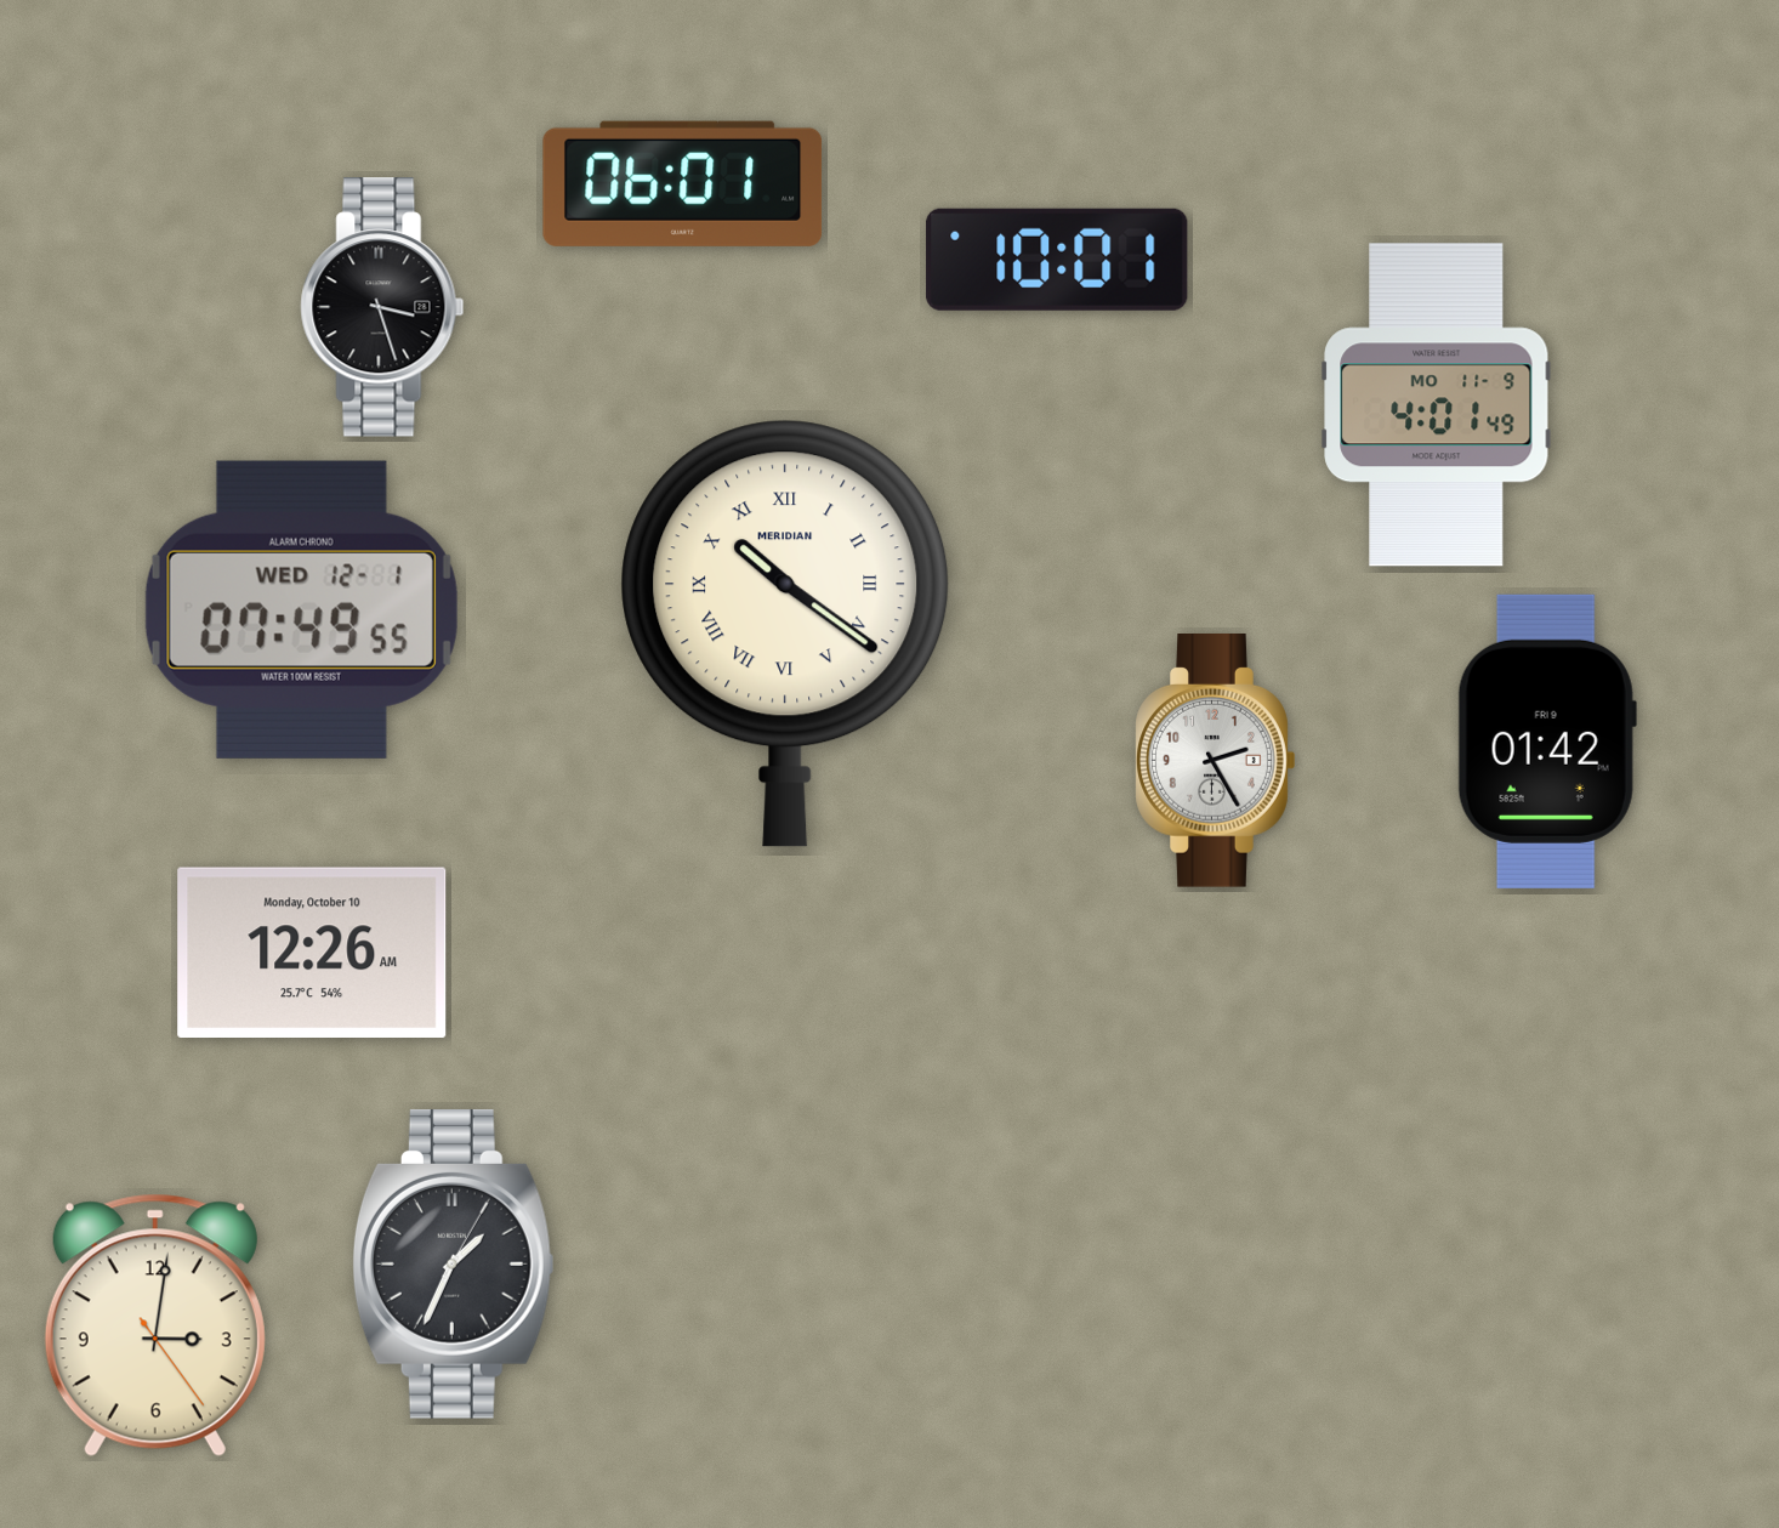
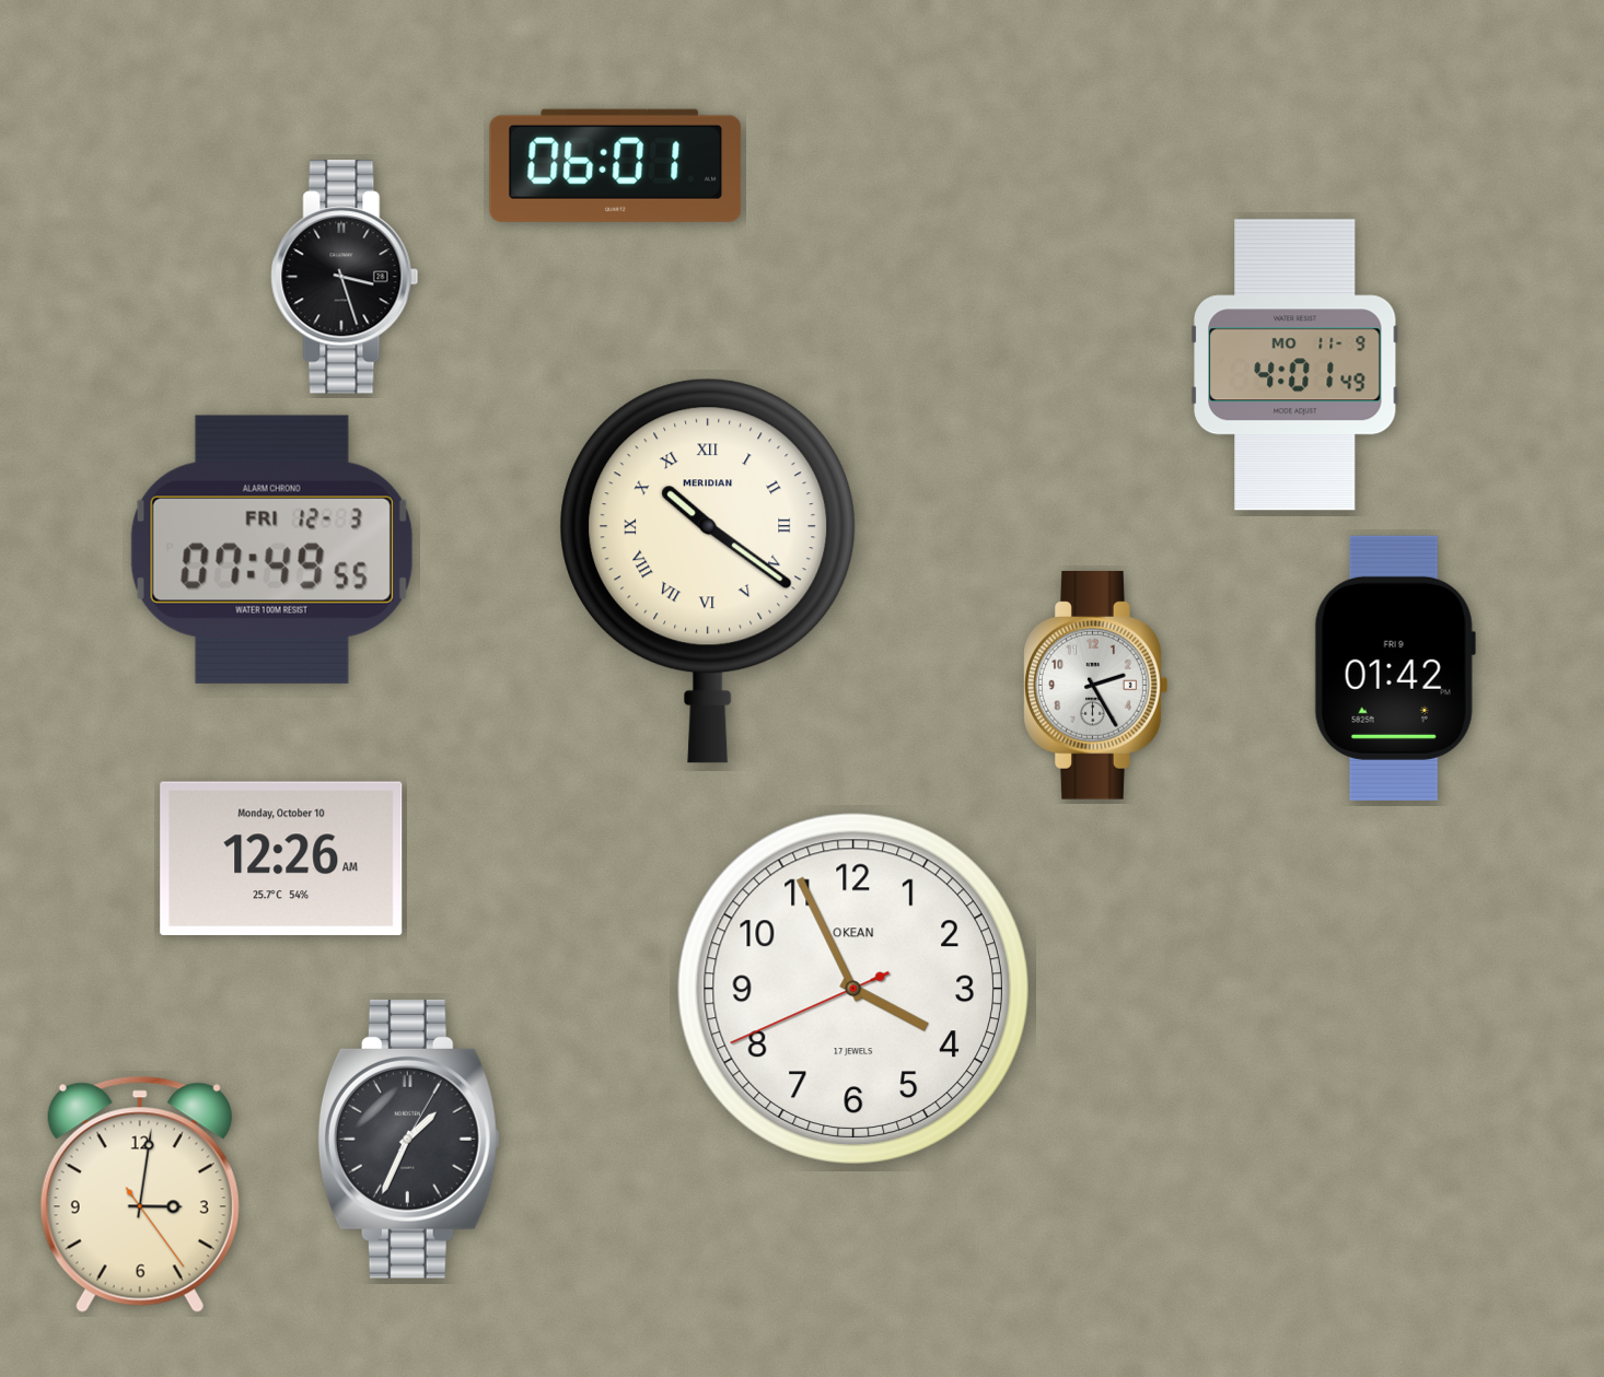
clock at (1057, 260): 10:01 -> none
clock at (301, 609) date: WED 12-1 -> FRI 12-3
clock at (853, 989): none -> 3:55
